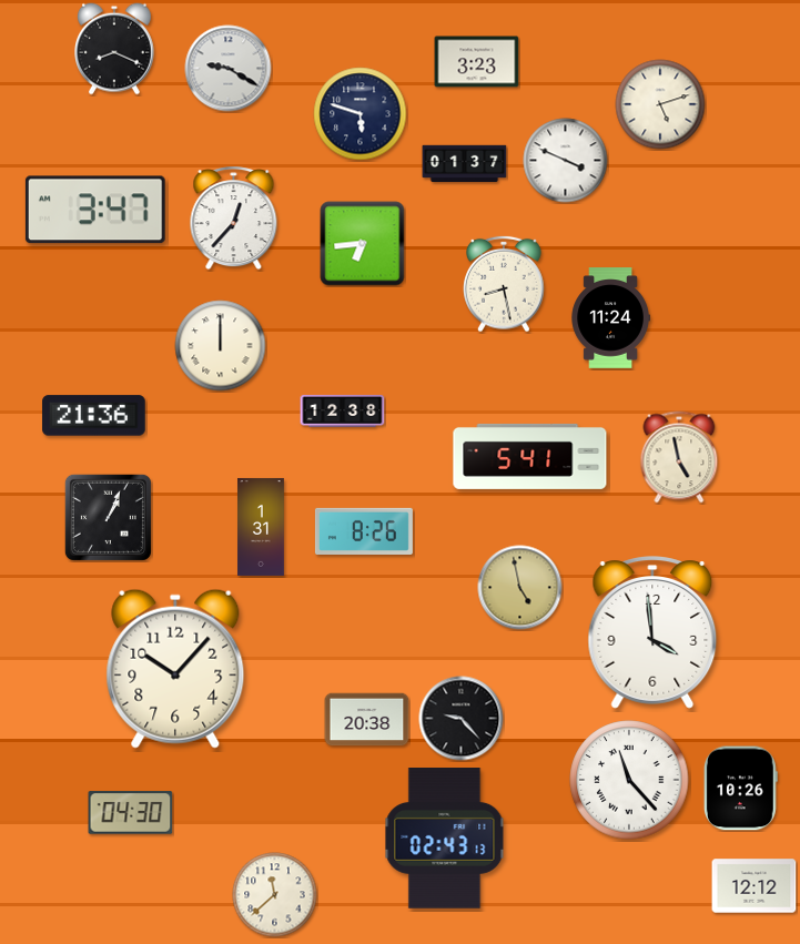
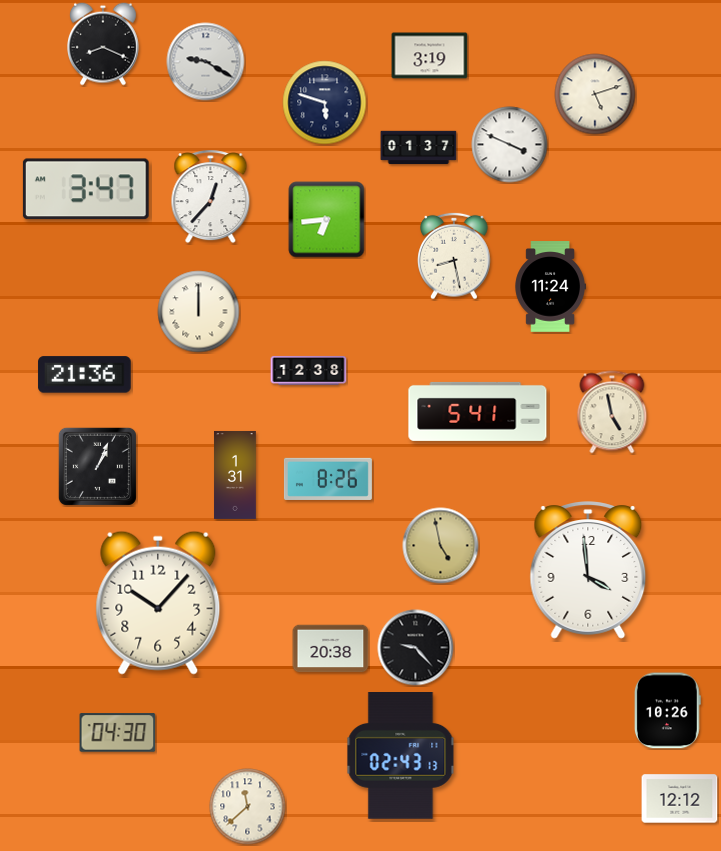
clock at (477, 62): 3:23 -> 3:19
clock at (520, 588) position: (520, 588) -> (441, 546)
clock at (629, 780): 11:23 -> none
